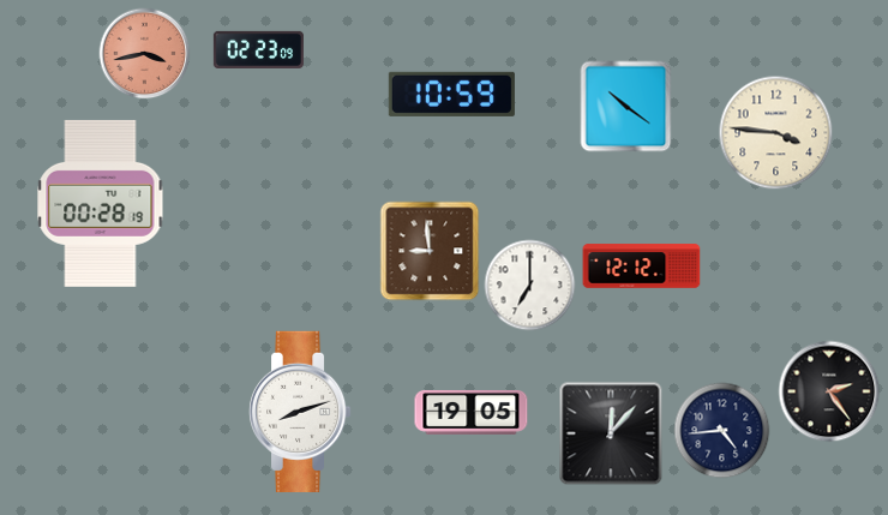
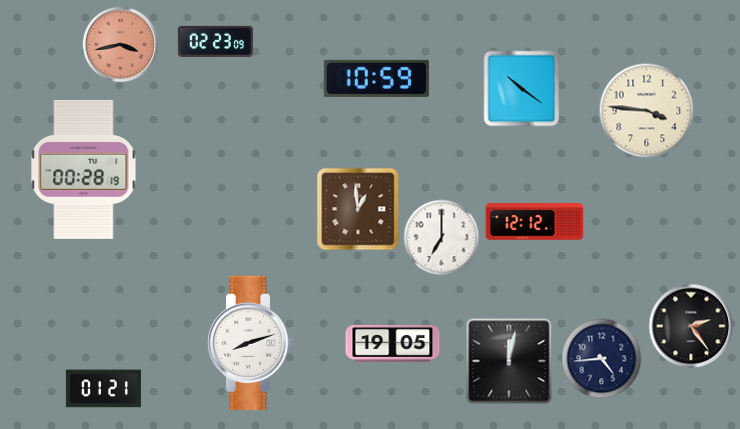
clock at (430, 251): 8:59 -> 12:59
clock at (611, 433): 12:07 -> 12:02
clock at (103, 389): none -> 01:21
